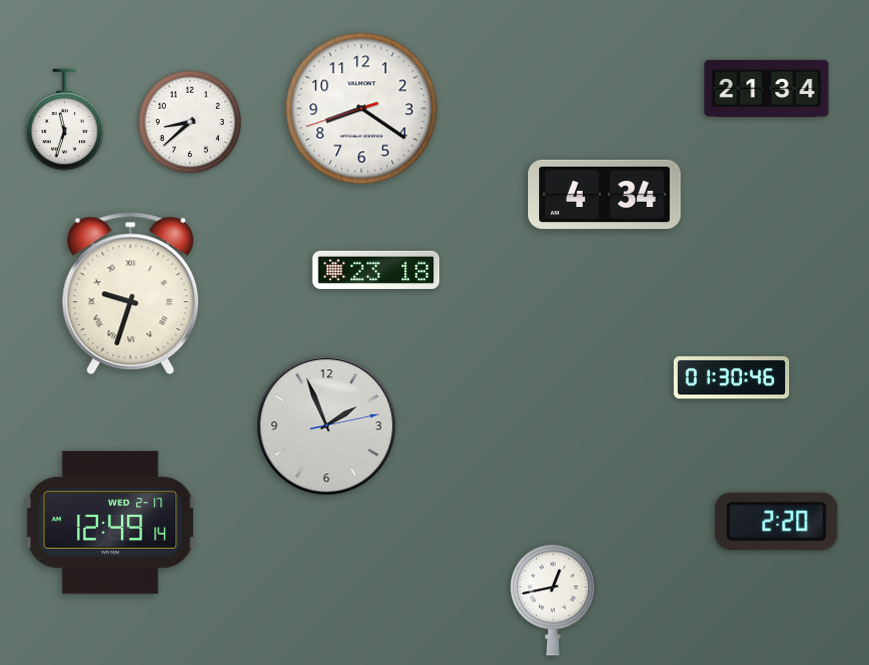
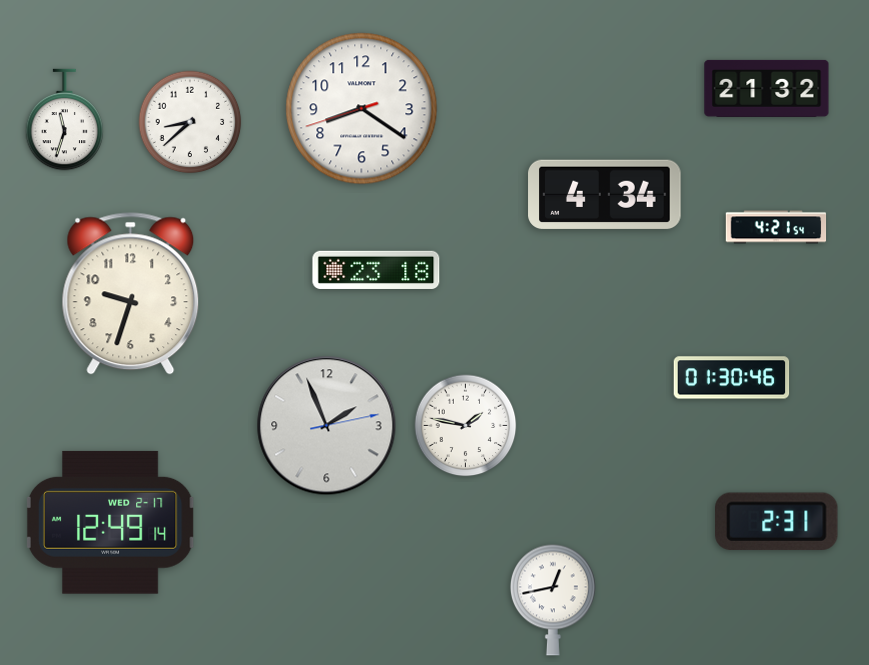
clock at (767, 88): 21:34 -> 21:32
clock at (776, 227): none -> 4:21
clock at (131, 294) numerals: Roman -> Arabic
clock at (466, 426): none -> 1:47
clock at (777, 521): 2:20 -> 2:31
